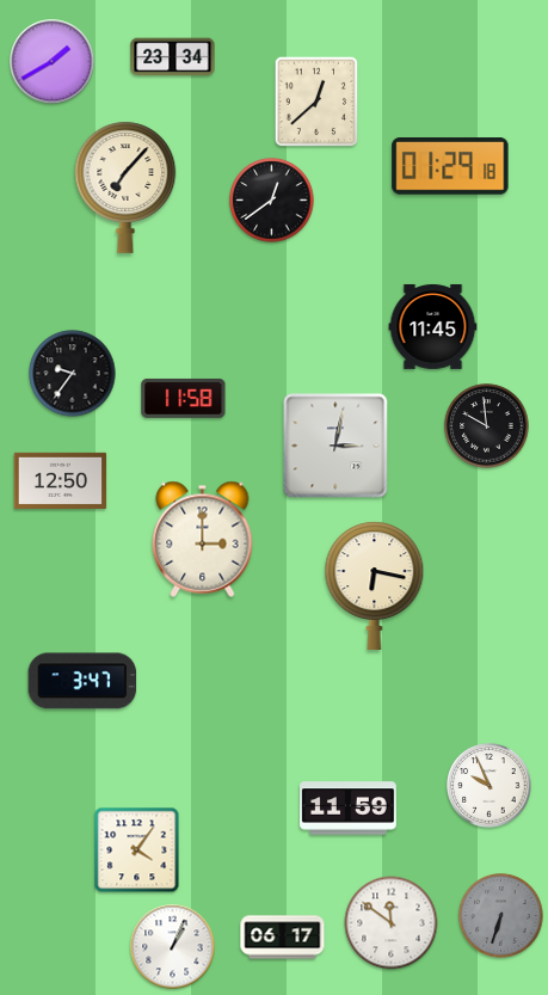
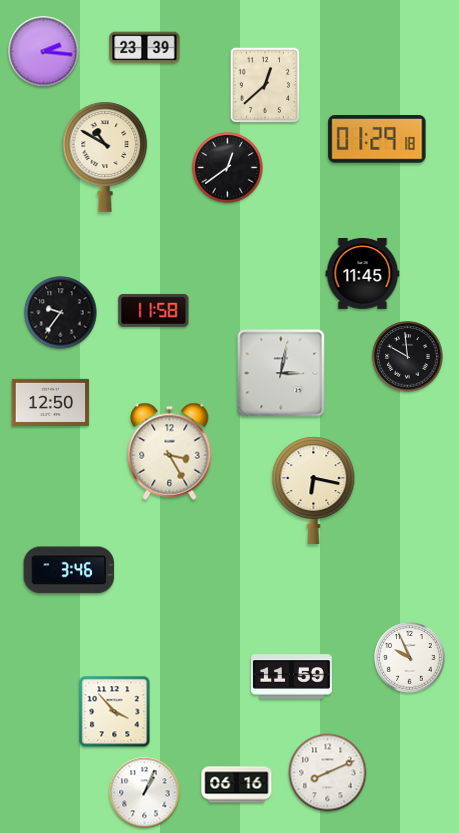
clock at (173, 57): 23:34 -> 23:39
clock at (53, 62): 1:40 -> 2:16
clock at (125, 188): 7:07 -> 10:50
clock at (184, 398) position: (184, 398) -> (154, 310)
clock at (203, 539): 3:00 -> 3:25
clock at (82, 681): 3:47 -> 3:46
clock at (137, 850): 4:06 -> 3:53
clock at (501, 916): 6:33 -> none
clock at (392, 923): 11:51 -> 8:11
clock at (283, 938): 06:17 -> 06:16
